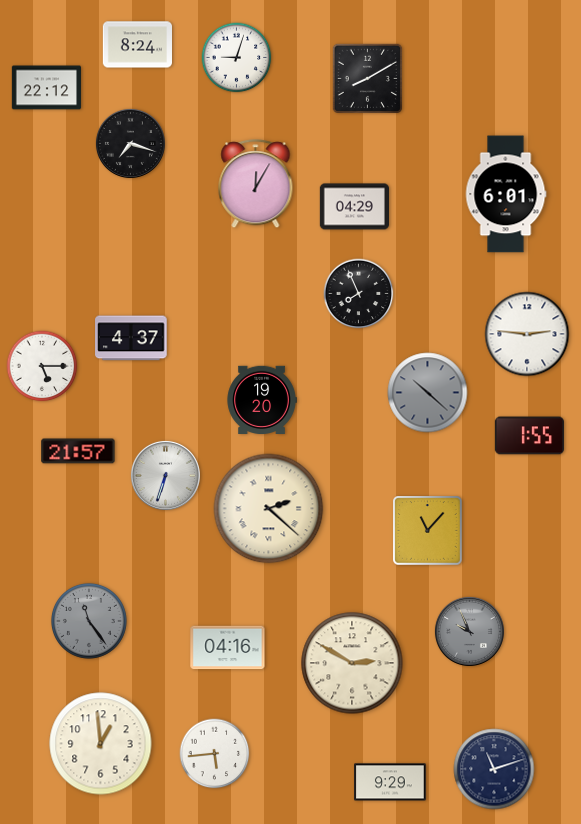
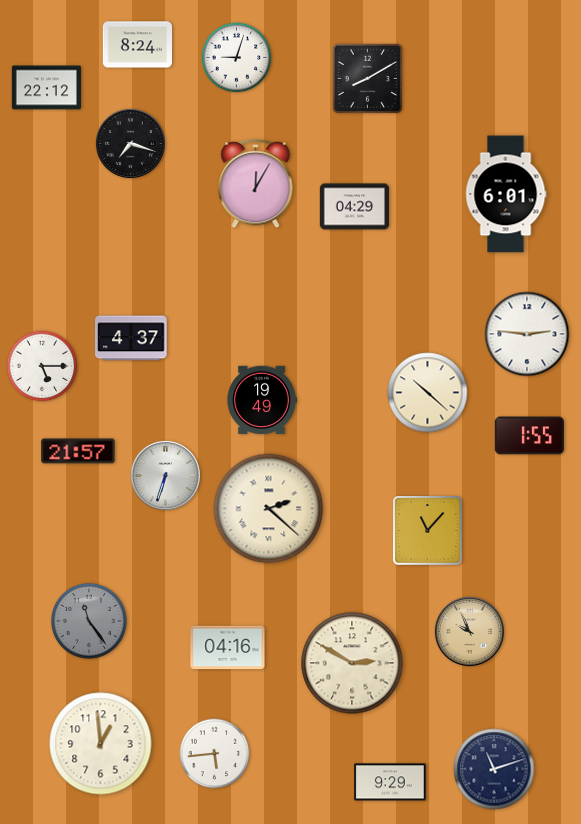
clock at (359, 294): 7:56 -> none
clock at (428, 393) dial: grey -> cream
clock at (262, 400): 19:20 -> 19:49
clock at (469, 631) dial: grey -> champagne
